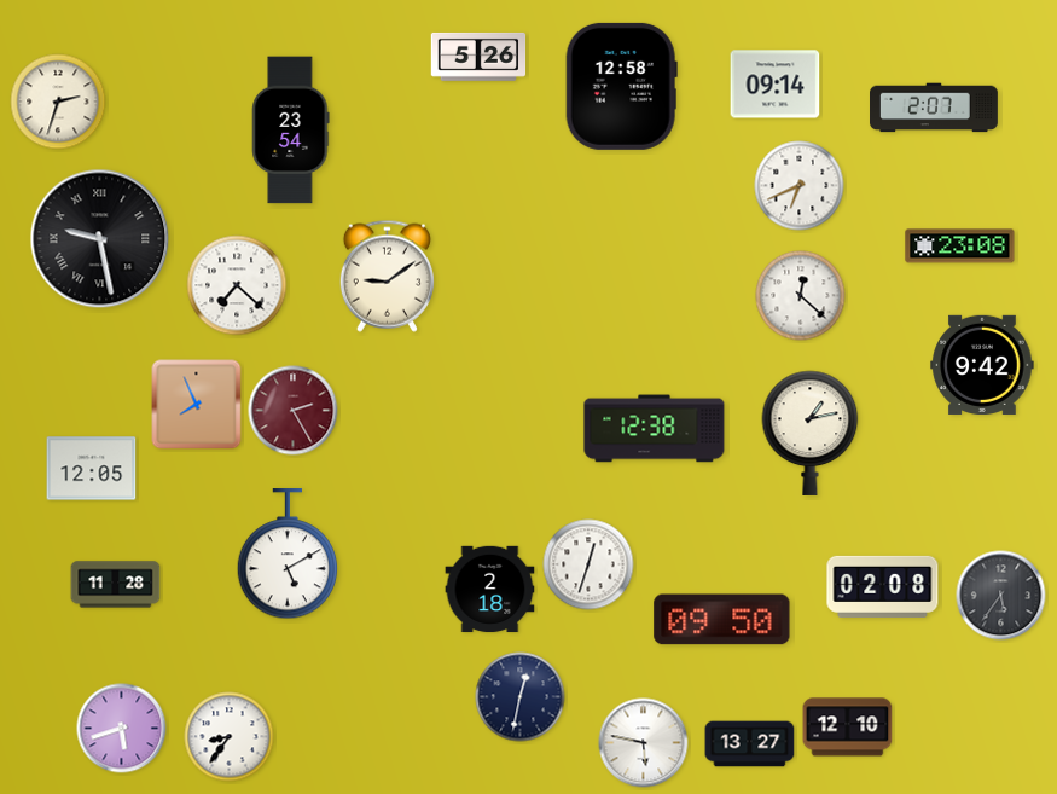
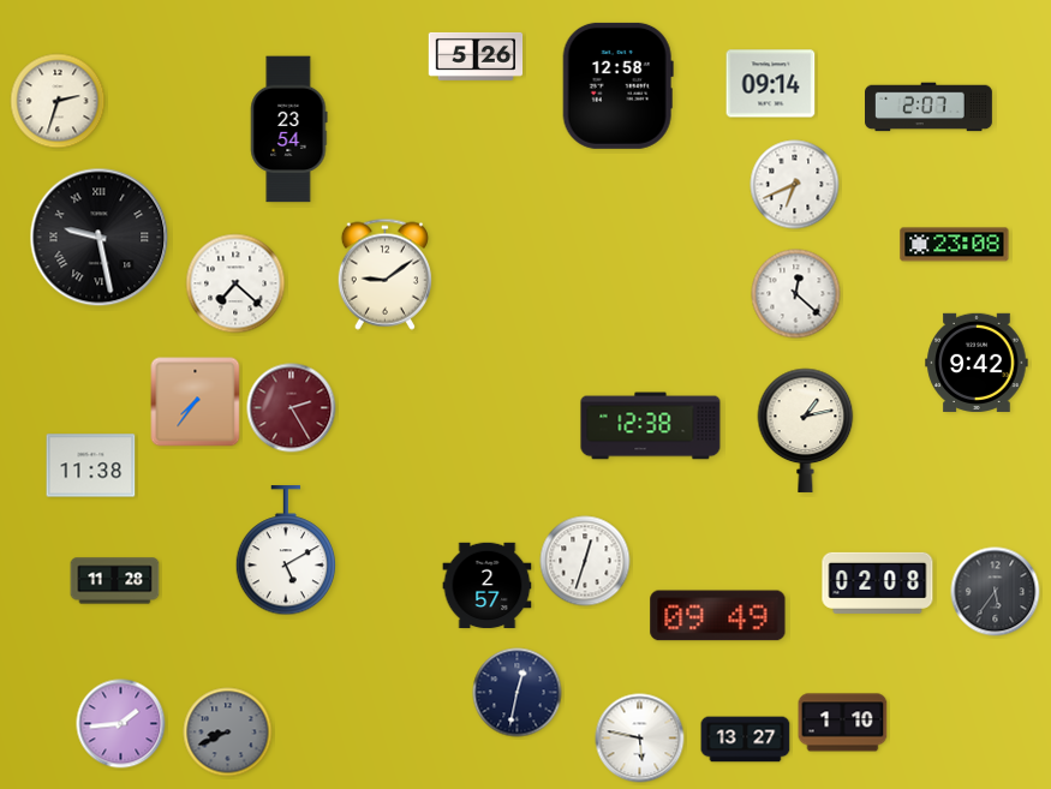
clock at (197, 405): 7:56 -> 7:36
clock at (92, 469): 12:05 -> 11:38
clock at (490, 590): 2:18 -> 2:57
clock at (722, 620): 09:50 -> 09:49
clock at (848, 728): 12:10 -> 1:10
clock at (122, 729): 5:42 -> 1:44
clock at (230, 737): 8:36 -> 8:41
clock at (230, 737) dial: white -> grey
